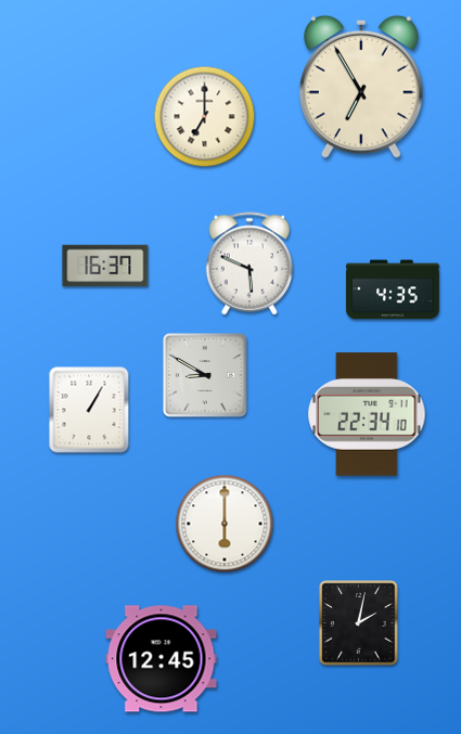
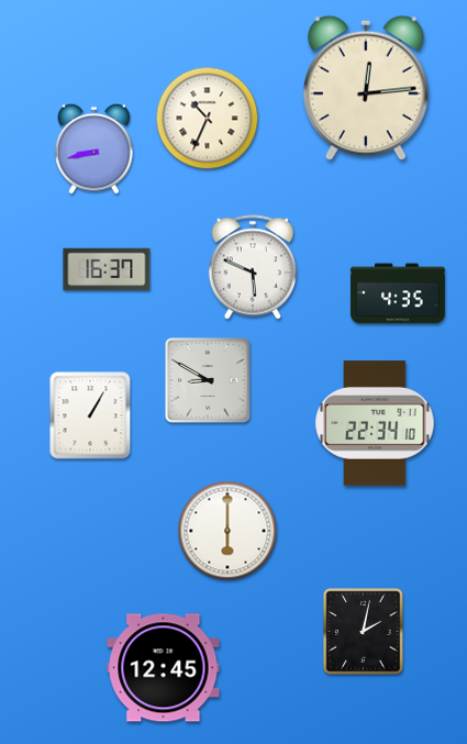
clock at (362, 87): 6:55 -> 12:14
clock at (205, 117): 7:00 -> 10:34
clock at (93, 148): none -> 8:43
clock at (367, 414) position: (367, 414) -> (375, 423)
